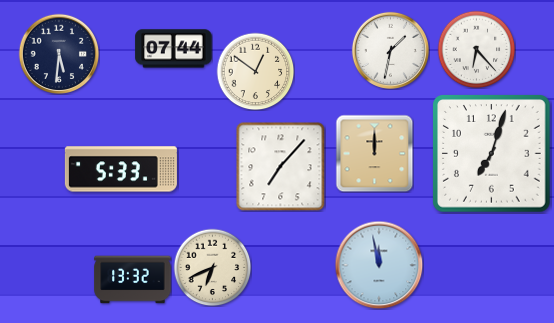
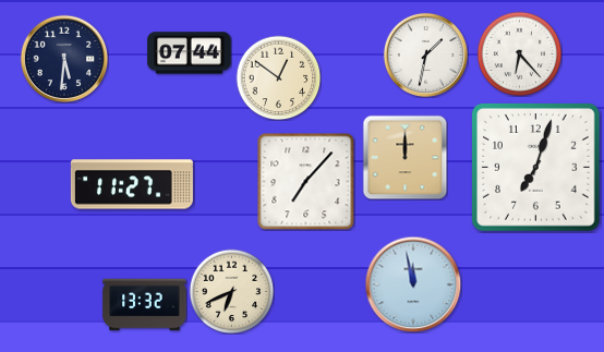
clock at (374, 153) position: (374, 153) -> (404, 157)
clock at (121, 169): 5:33 -> 11:27
clock at (379, 265) position: (379, 265) -> (413, 284)
